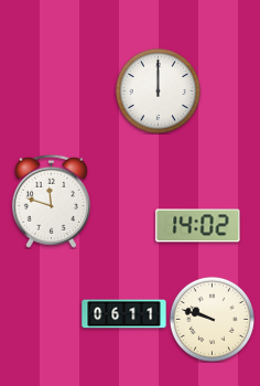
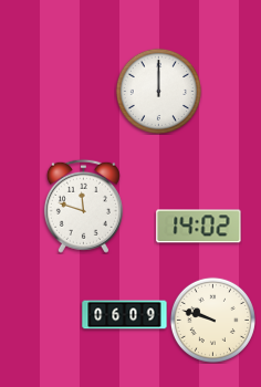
clock at (51, 201) position: (51, 201) -> (83, 206)
clock at (124, 314): 06:11 -> 06:09
